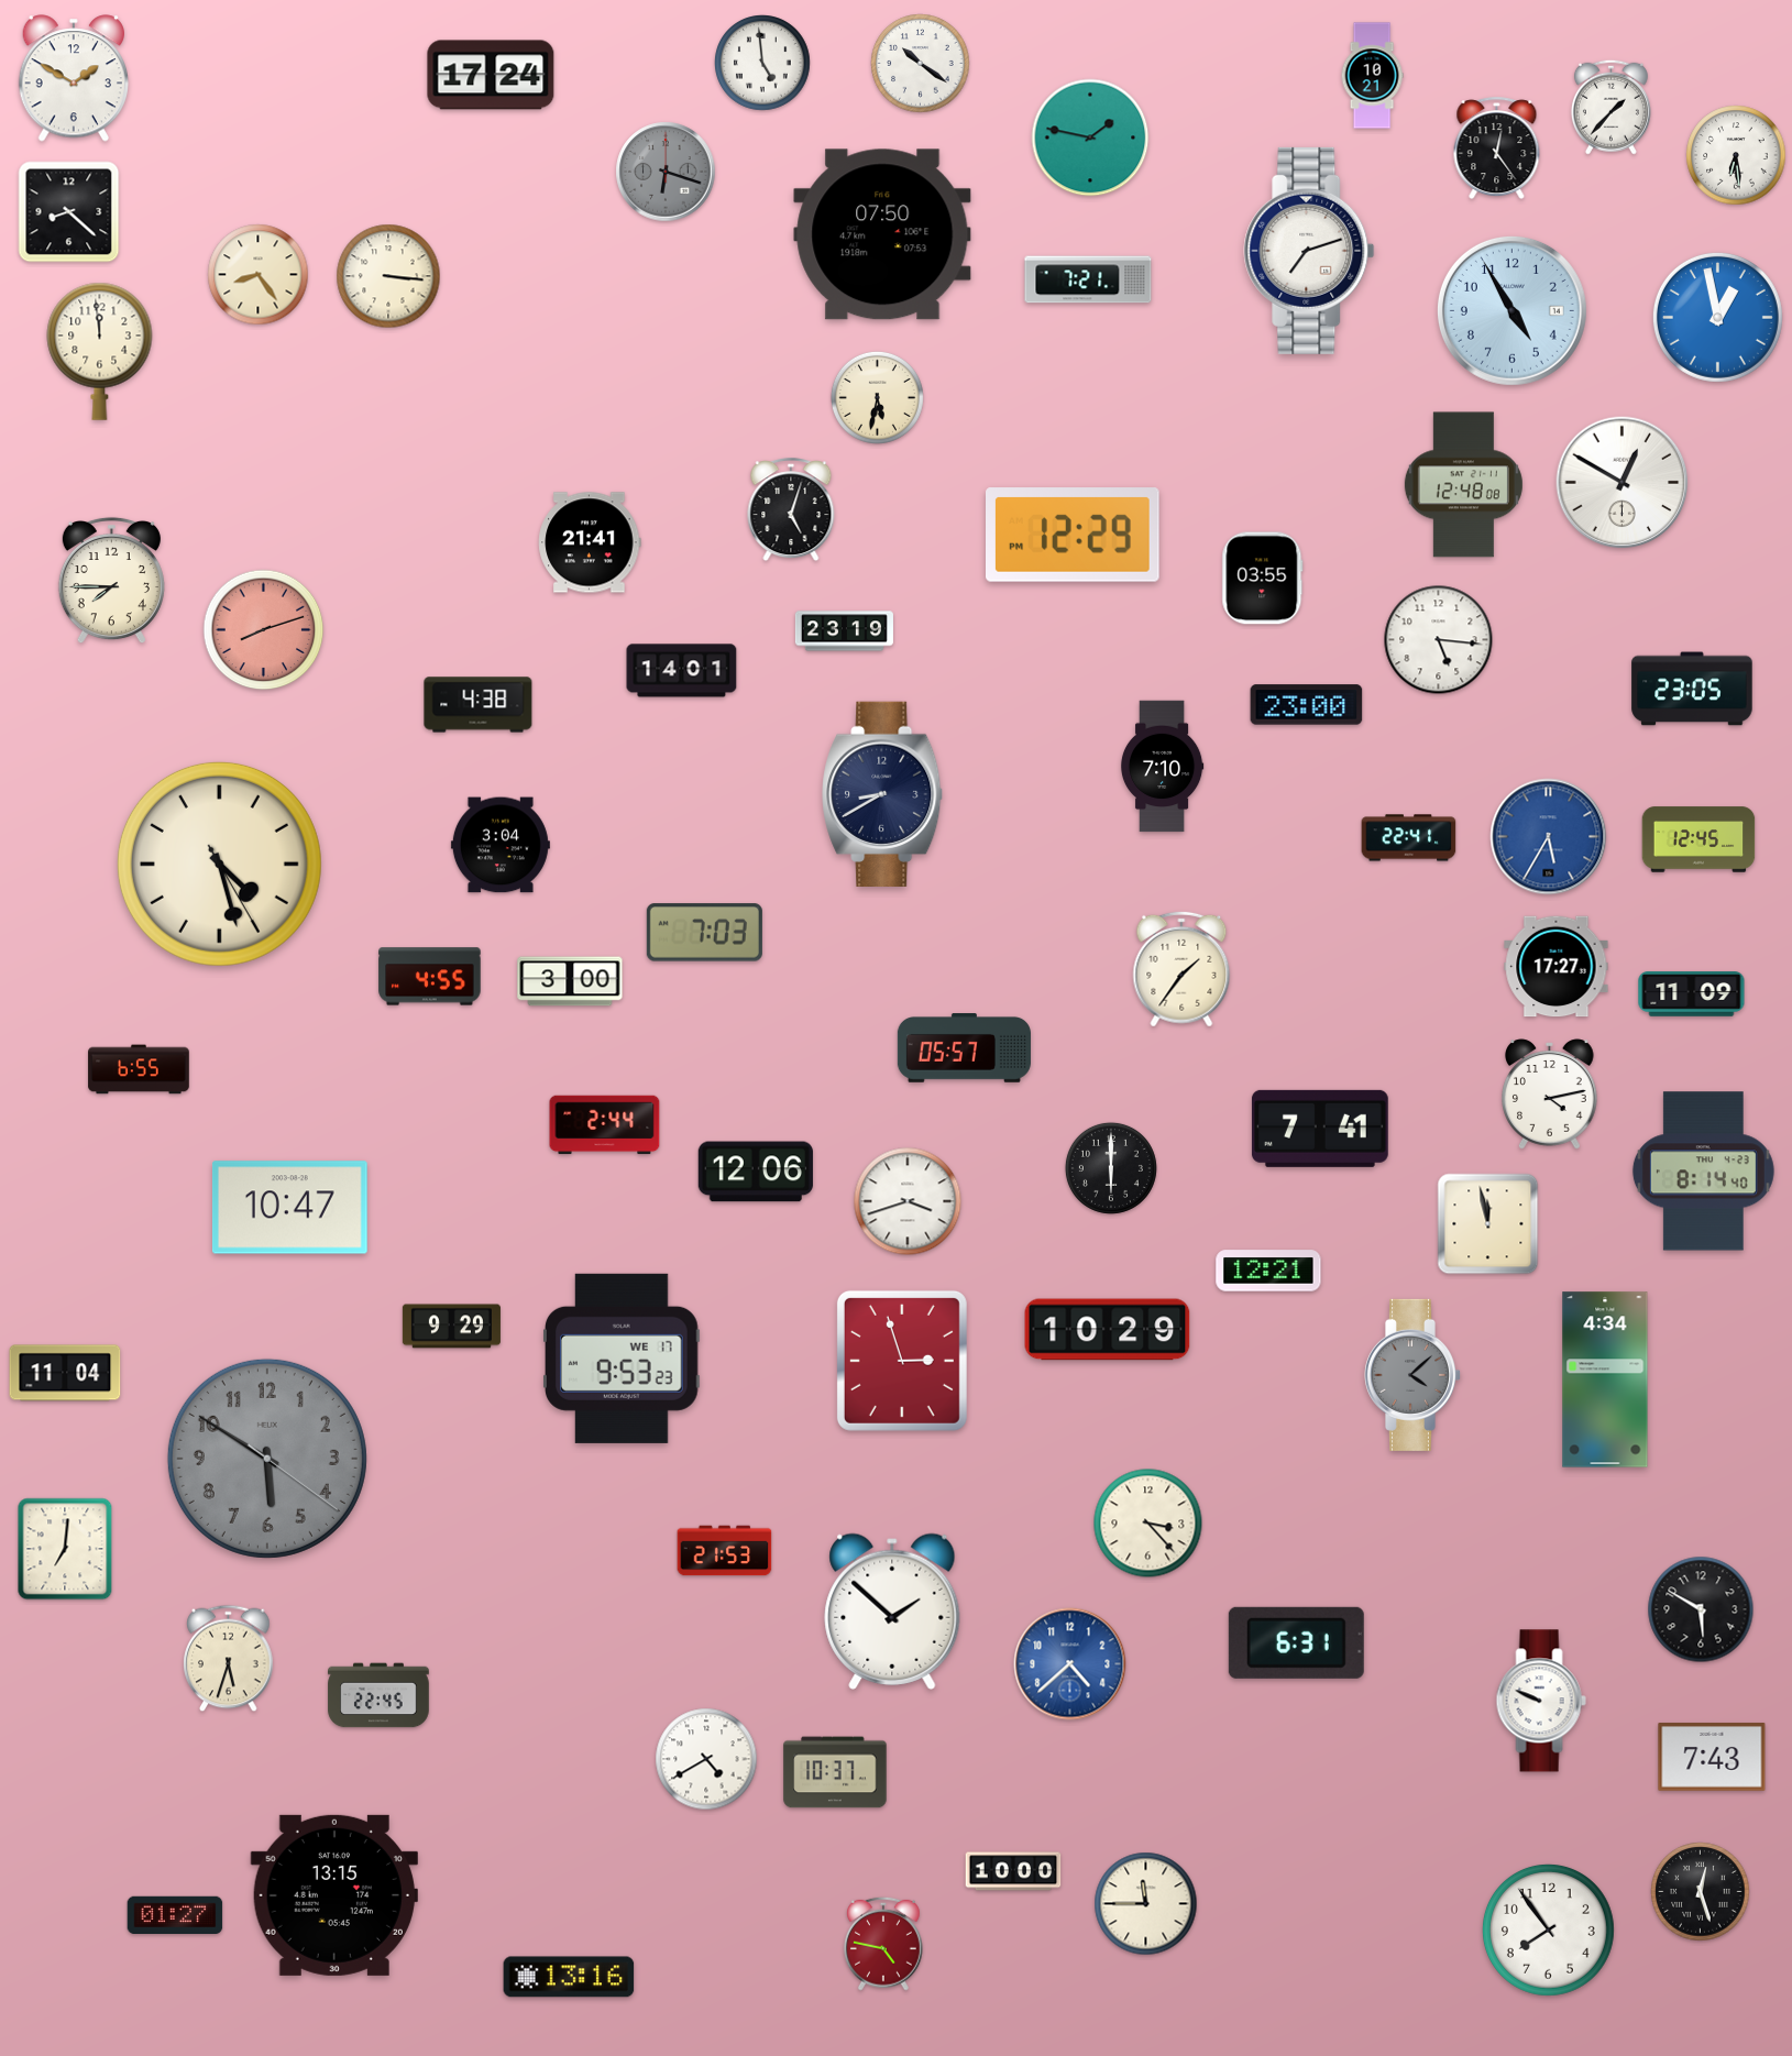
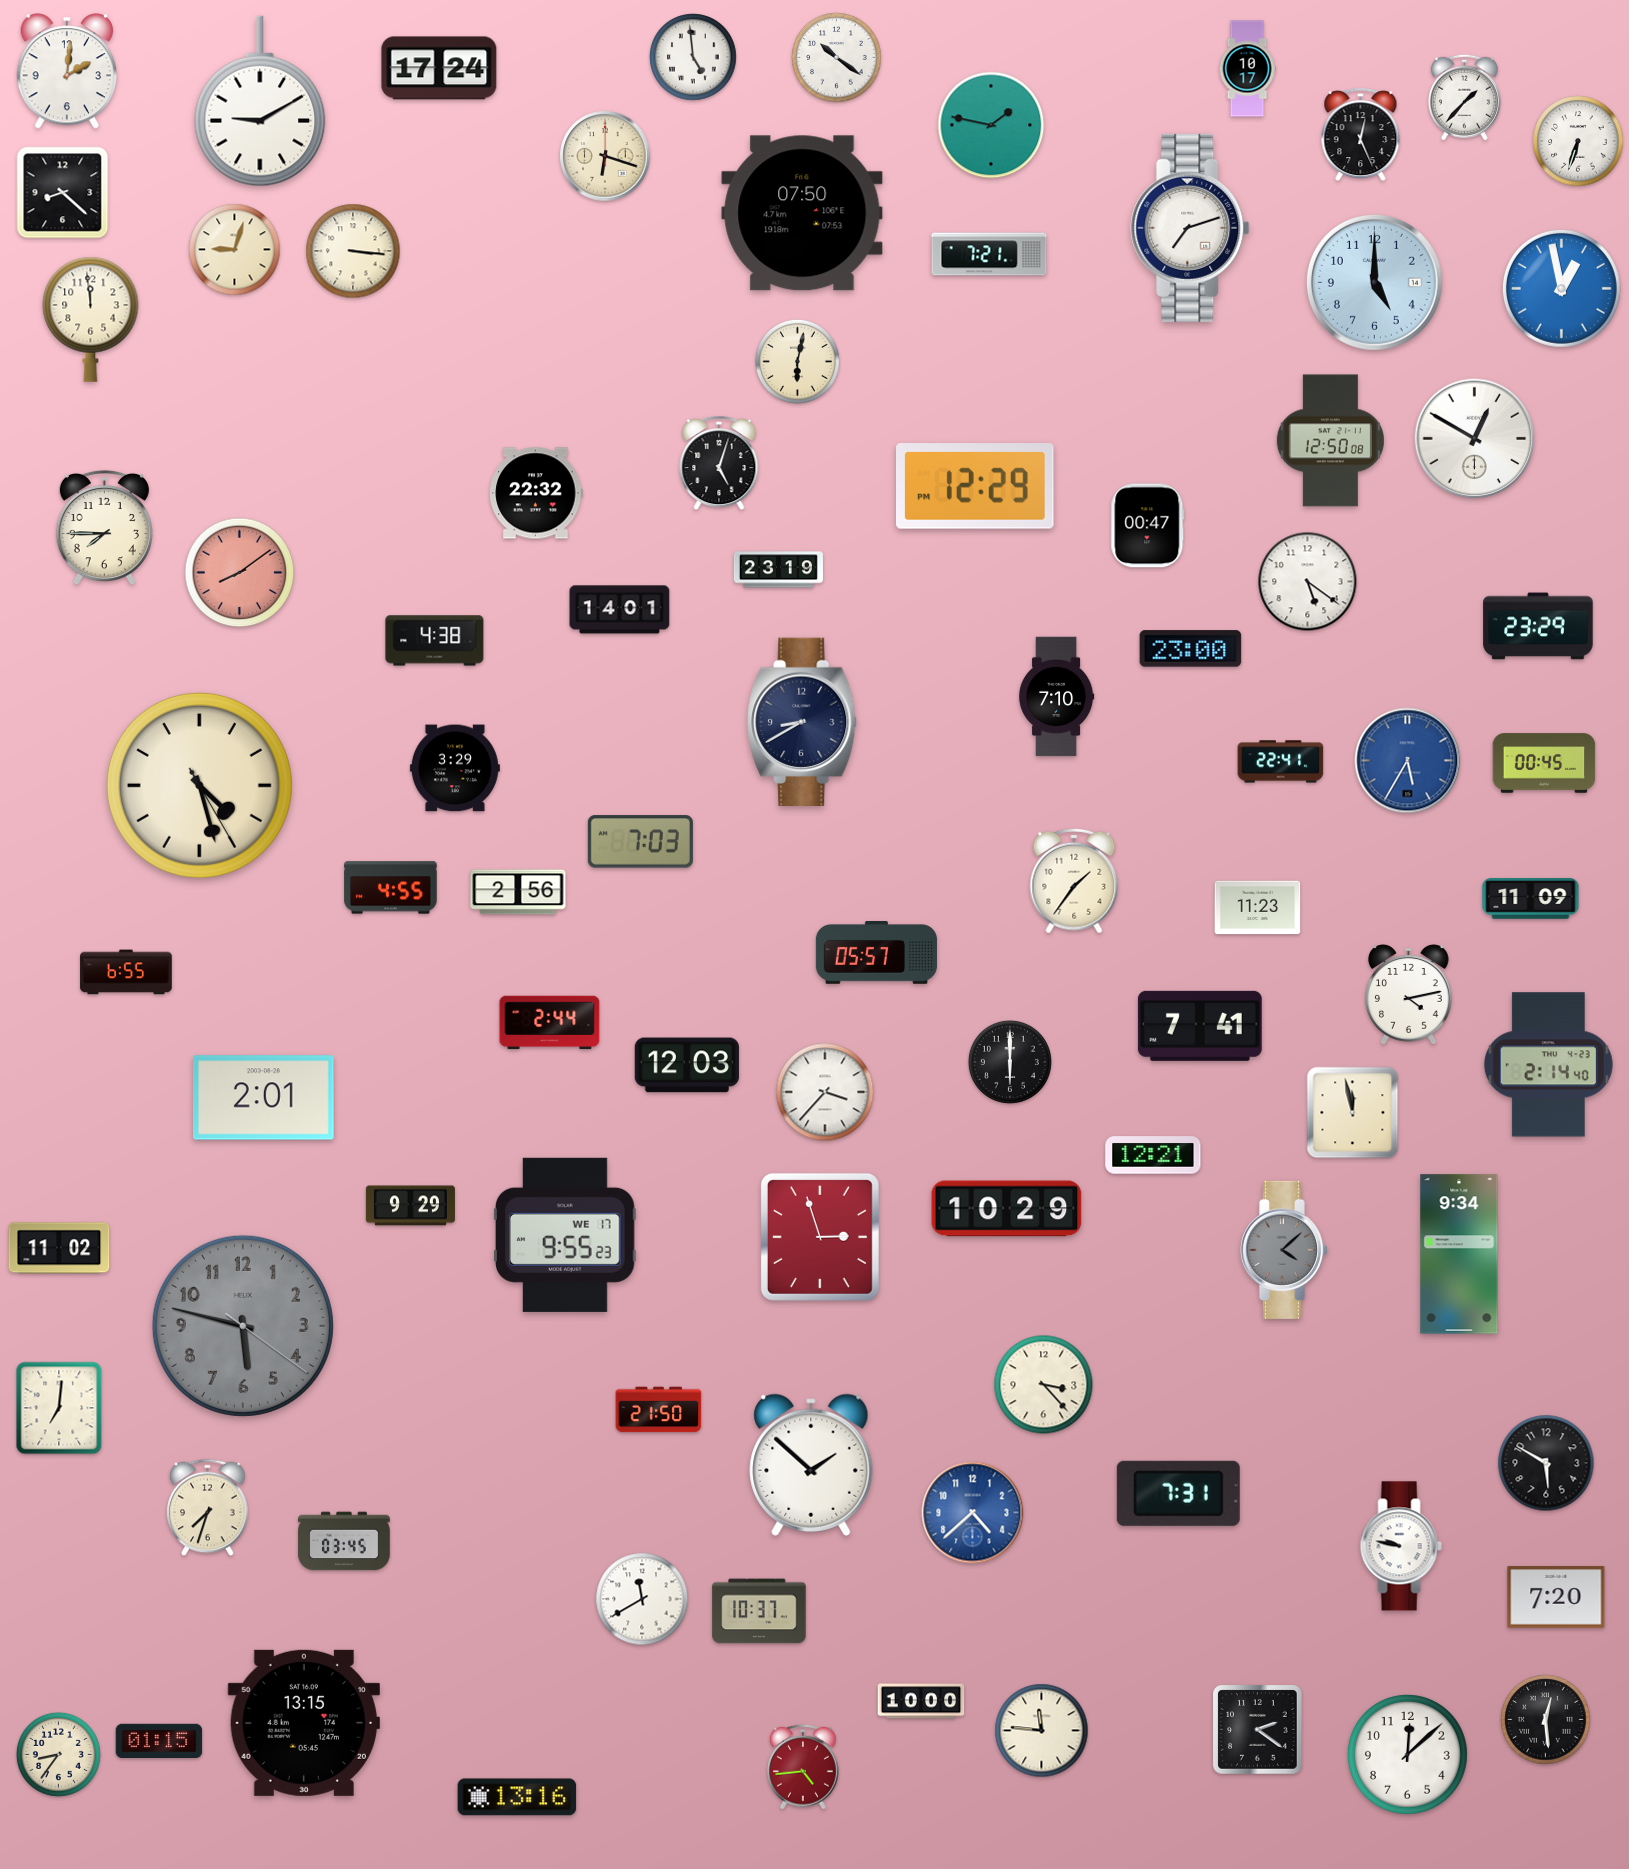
clock at (491, 75) position: (491, 75) -> (439, 68)
clock at (1372, 76): 10:21 -> 10:17
clock at (73, 78): 1:50 -> 2:01
clock at (260, 101): none -> 9:10
clock at (1497, 149): 12:24 -> 12:26
clock at (1736, 155): 6:29 -> 6:33
clock at (666, 172) dial: grey -> cream
clock at (259, 275): 8:24 -> 9:03
clock at (1511, 310): 4:55 -> 5:00
clock at (877, 397): 5:32 -> 6:02
clock at (1463, 485): 12:48 -> 12:50
clock at (590, 542): 21:41 -> 22:32
clock at (1263, 579): 03:55 -> 00:47
clock at (111, 581) position: (111, 581) -> (104, 528)
clock at (264, 630): 8:12 -> 8:09
clock at (844, 631) position: (844, 631) -> (778, 570)
clock at (1439, 640): 5:16 -> 5:21
clock at (1692, 689): 23:05 -> 23:29
clock at (1307, 705) position: (1307, 705) -> (1191, 649)
clock at (1698, 839): 12:45 -> 00:45
clock at (501, 845): 3:04 -> 3:29
clock at (704, 933) position: (704, 933) -> (640, 842)
clock at (1557, 967): 17:27 -> none
clock at (570, 981): 3:00 -> 2:56
clock at (1692, 994) position: (1692, 994) -> (1531, 899)
clock at (1258, 908): none -> 11:23
clock at (756, 1172): 12:06 -> 12:03
clock at (1703, 1172): 8:14 -> 2:14
clock at (908, 1201): 3:42 -> 3:37
clock at (290, 1208): 10:47 -> 2:01
clock at (623, 1359): 9:53 -> 9:55
clock at (65, 1373): 11:04 -> 11:02
clock at (1605, 1379): 4:34 -> 9:34
clock at (267, 1459): 5:50 -> 5:47
clock at (725, 1551): 21:53 -> 21:50
clock at (1296, 1642): 6:31 -> 7:31
clock at (229, 1659): 5:33 -> 7:33
clock at (378, 1695): 22:45 -> 03:45
clock at (1541, 1701): 9:49 -> 9:47
clock at (1712, 1757): 7:43 -> 7:20
clock at (706, 1759): 4:40 -> 11:40
clock at (1701, 1892): 12:27 -> 12:29
clock at (1258, 1730): none -> 2:21
clock at (1146, 1904): 11:45 -> 11:46
clock at (175, 1915): 01:27 -> 01:15
clock at (58, 1754): none -> 8:36
clock at (1549, 1931): 7:54 -> 12:08
clock at (883, 1944): 4:47 -> 4:44
